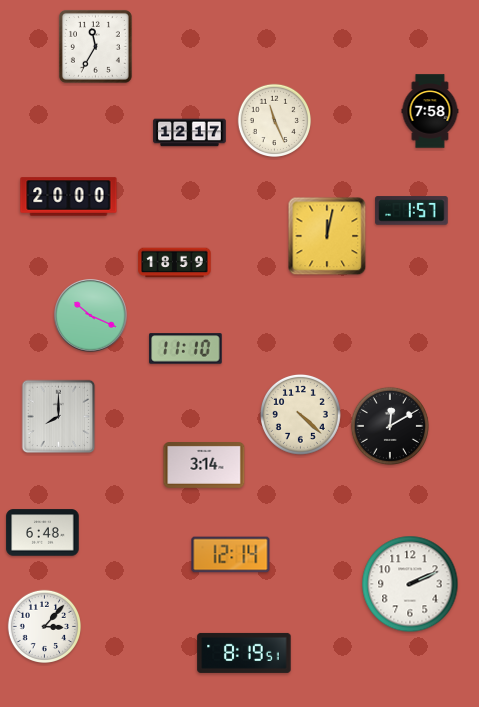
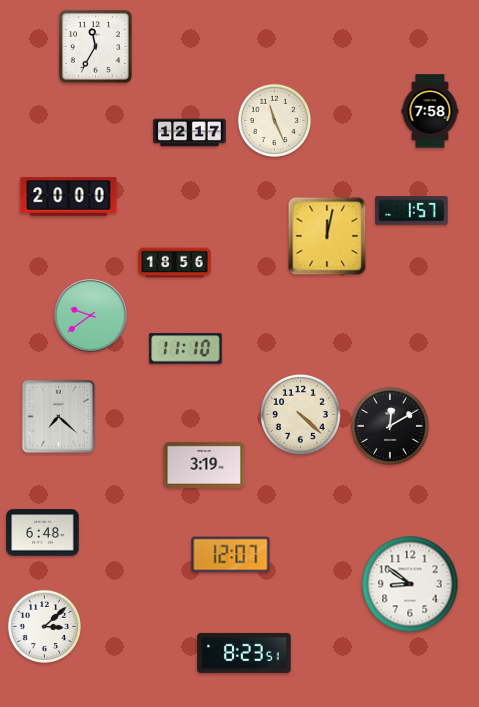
clock at (175, 263): 18:59 -> 18:56
clock at (91, 316): 10:19 -> 9:39
clock at (59, 417): 8:00 -> 7:22
clock at (204, 466): 3:14 -> 3:19
clock at (231, 555): 12:14 -> 12:07
clock at (410, 584): 2:11 -> 8:51
clock at (45, 627): 3:07 -> 3:08
clock at (244, 653): 8:19 -> 8:23
